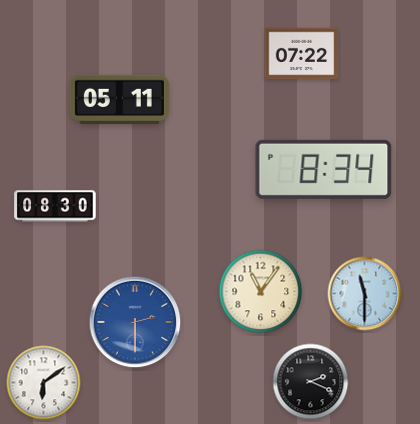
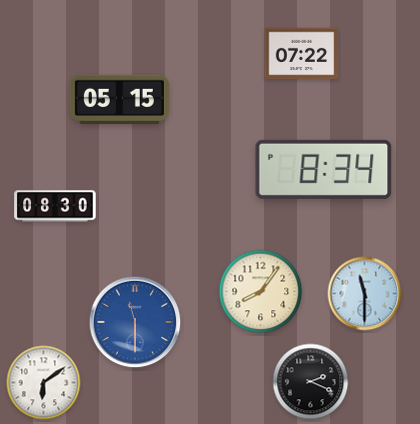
clock at (119, 100): 05:11 -> 05:15
clock at (261, 292): 11:06 -> 8:06
clock at (135, 322): 2:30 -> 11:30
